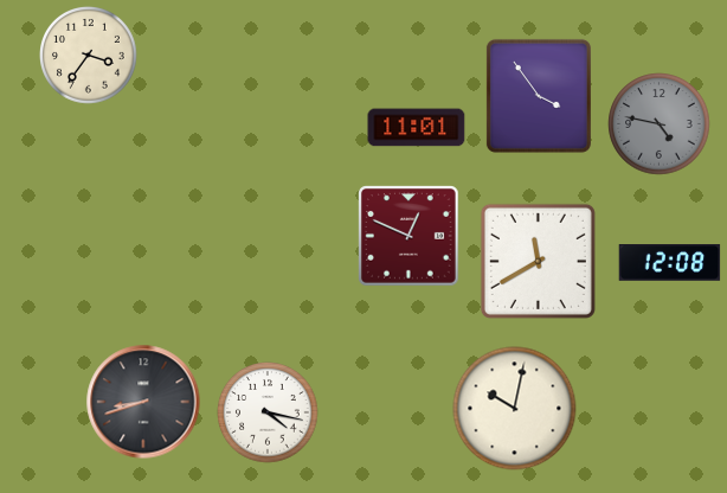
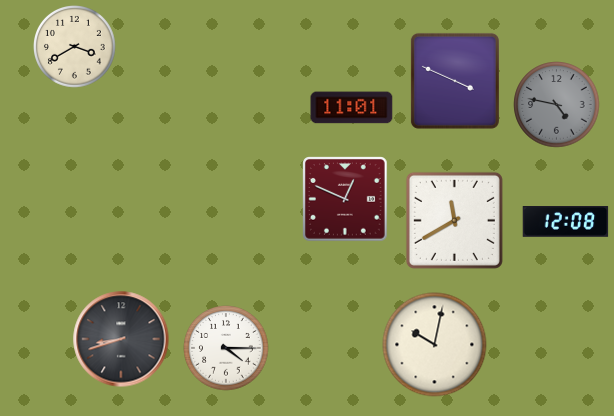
clock at (89, 56): 3:36 -> 3:40
clock at (539, 96): 3:54 -> 3:49
clock at (268, 412): 4:17 -> 4:15
